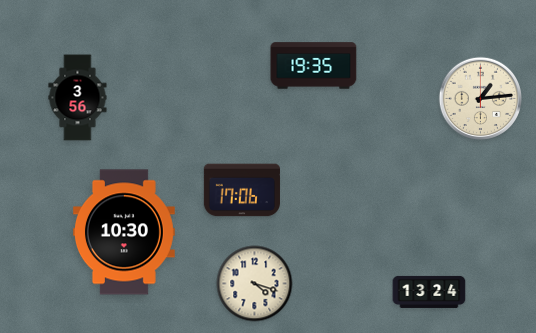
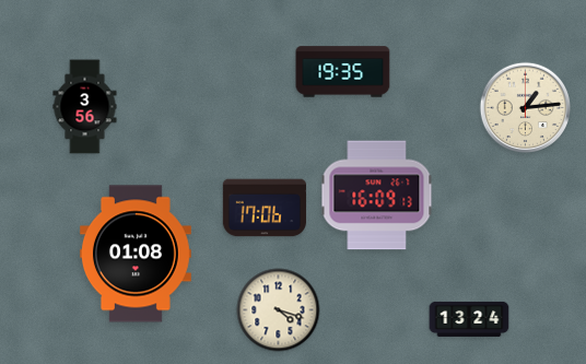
clock at (377, 196): none -> 16:09
clock at (124, 232): 10:30 -> 01:08
